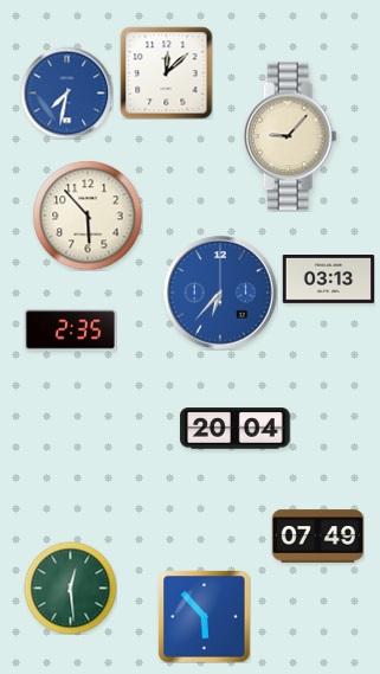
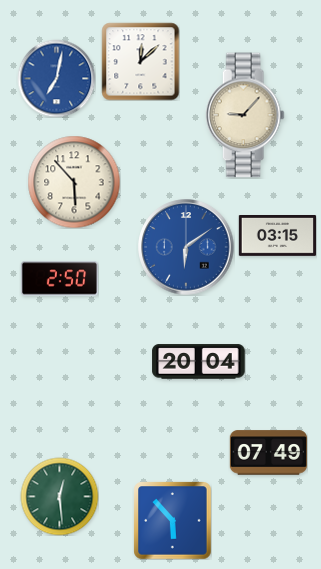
clock at (66, 92): 7:32 -> 7:02
clock at (328, 280): 03:13 -> 03:15
clock at (220, 293): 6:37 -> 6:09
clock at (70, 330): 2:35 -> 2:50
